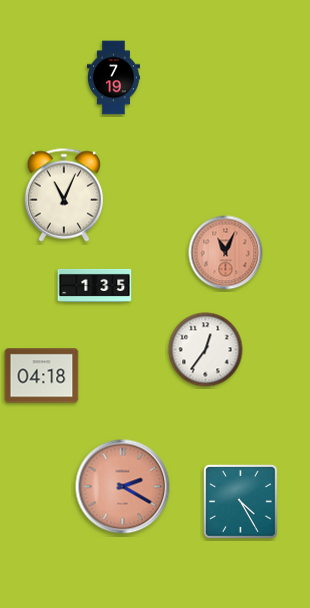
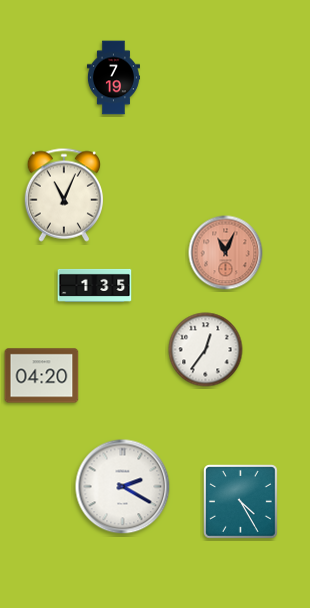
clock at (42, 376): 04:18 -> 04:20
clock at (123, 487) dial: salmon -> white
